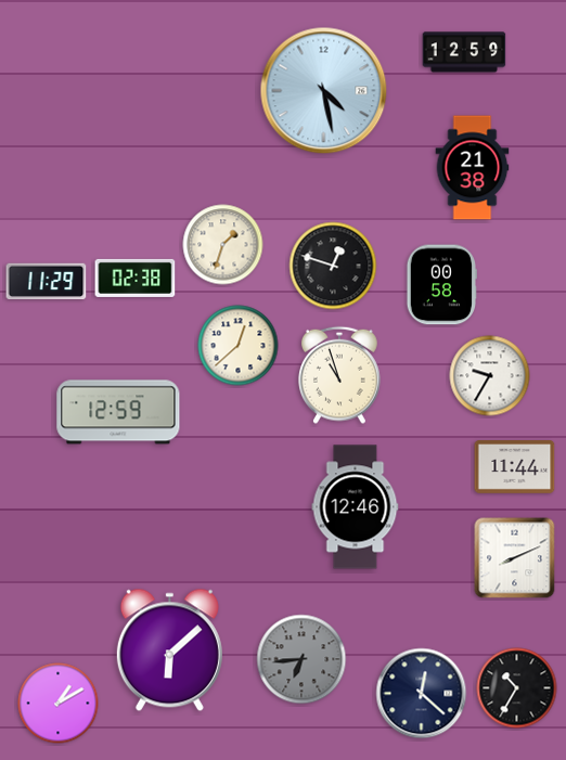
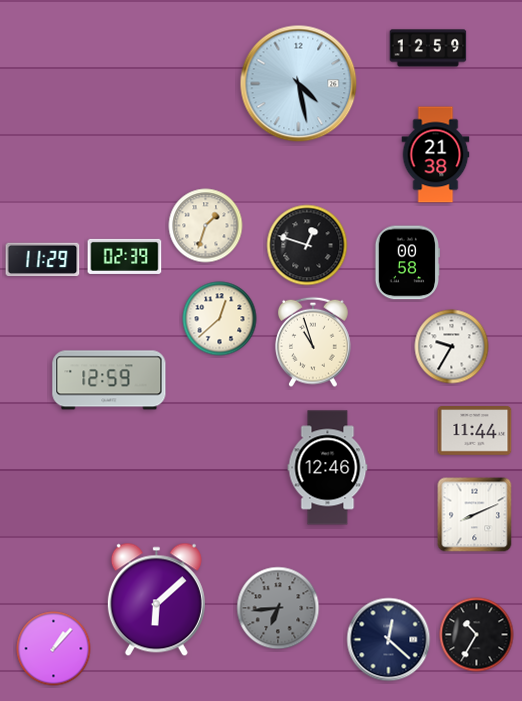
clock at (136, 278): 02:38 -> 02:39
clock at (340, 375) position: (340, 375) -> (314, 342)
clock at (59, 704): 1:10 -> 1:07
